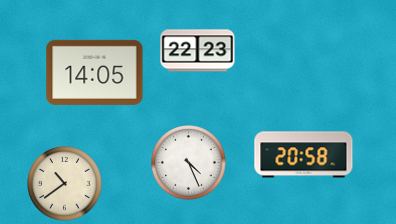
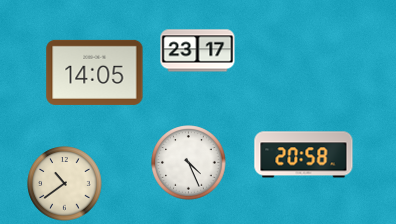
clock at (198, 51): 22:23 -> 23:17
